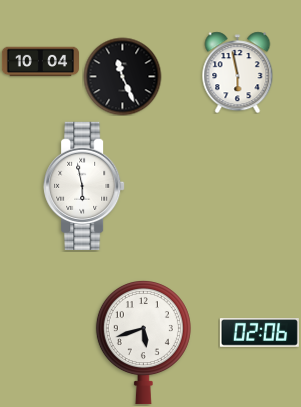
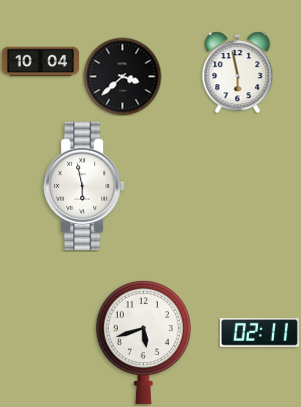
clock at (122, 76): 11:26 -> 3:38
clock at (259, 333): 02:06 -> 02:11
